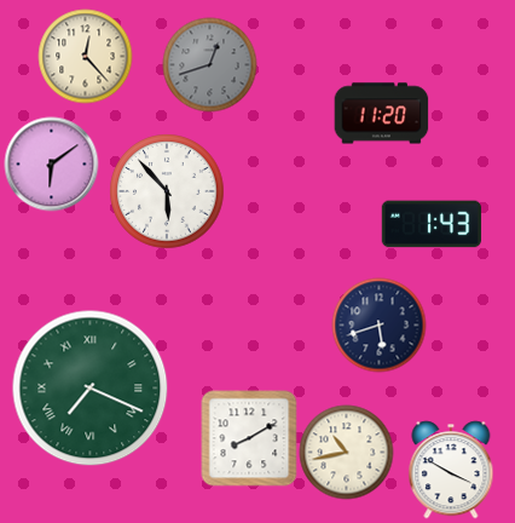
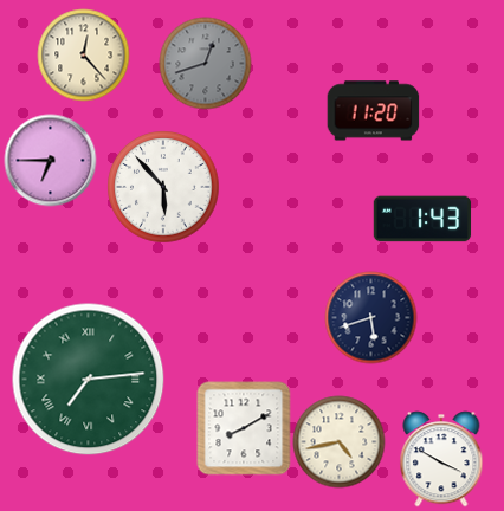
clock at (51, 163): 6:09 -> 6:45
clock at (89, 387): 7:19 -> 7:14
clock at (346, 452): 10:43 -> 4:43
